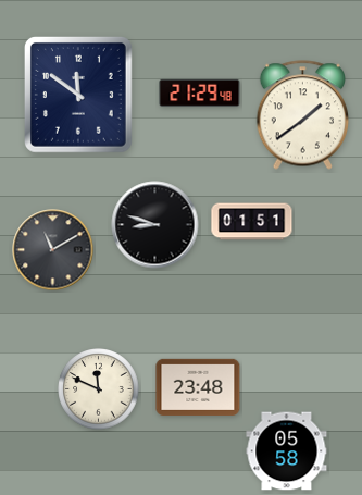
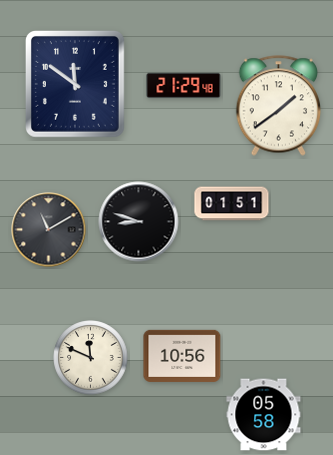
clock at (78, 96) position: (78, 96) -> (75, 85)
clock at (155, 225) position: (155, 225) -> (139, 222)
clock at (198, 387): 23:48 -> 10:56
